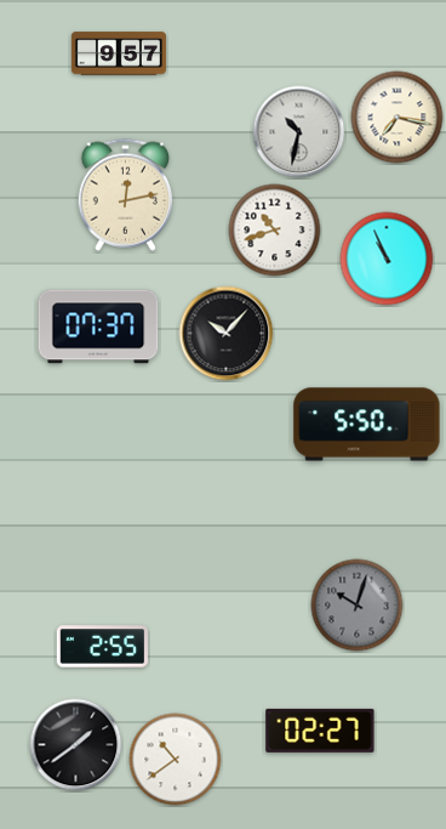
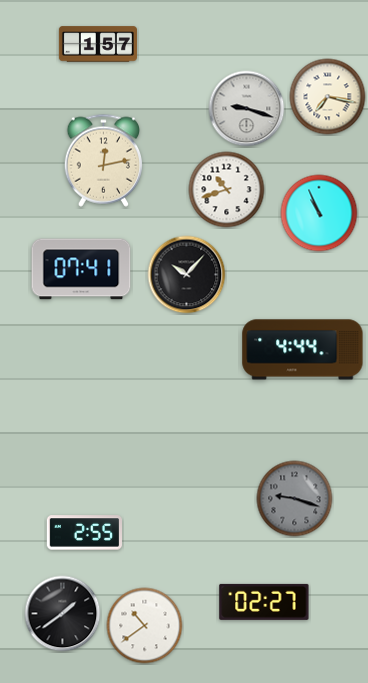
clock at (119, 53): 9:57 -> 1:57
clock at (299, 132): 10:32 -> 9:18
clock at (98, 327): 07:37 -> 07:41
clock at (367, 425): 5:50 -> 4:44
clock at (358, 606): 10:03 -> 9:18
